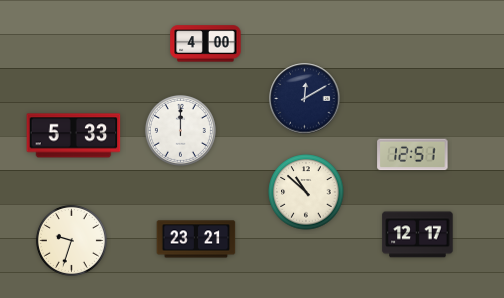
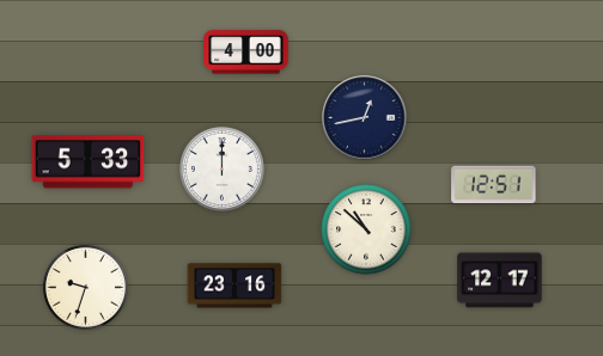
clock at (305, 99): 12:10 -> 12:43
clock at (180, 130) position: (180, 130) -> (221, 168)
clock at (196, 239): 23:21 -> 23:16
